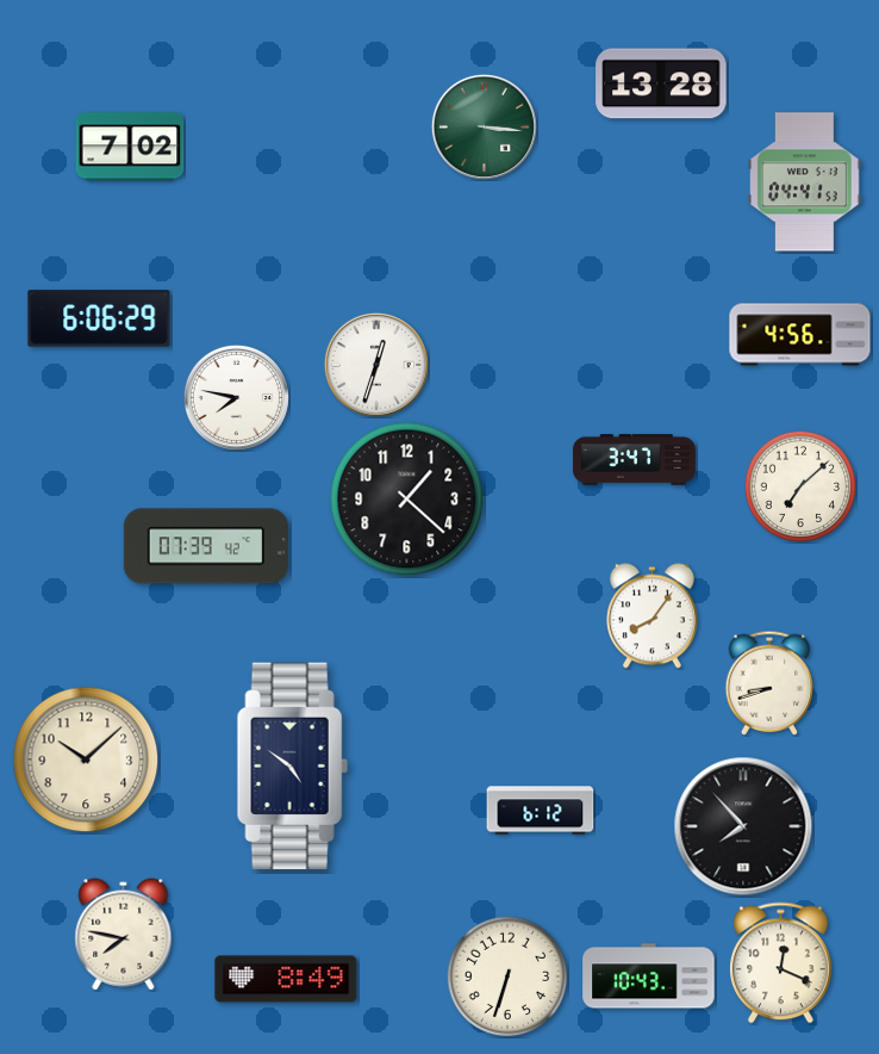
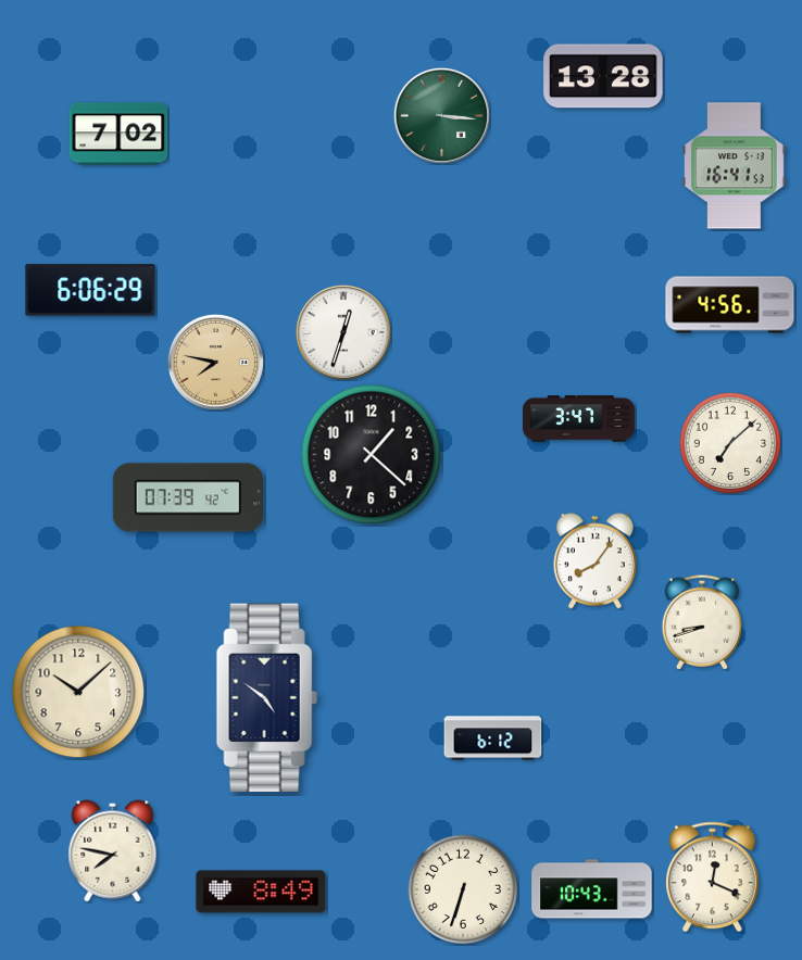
clock at (805, 182): 04:41 -> 16:41
clock at (236, 397) dial: white -> champagne
clock at (743, 826): 7:53 -> none
